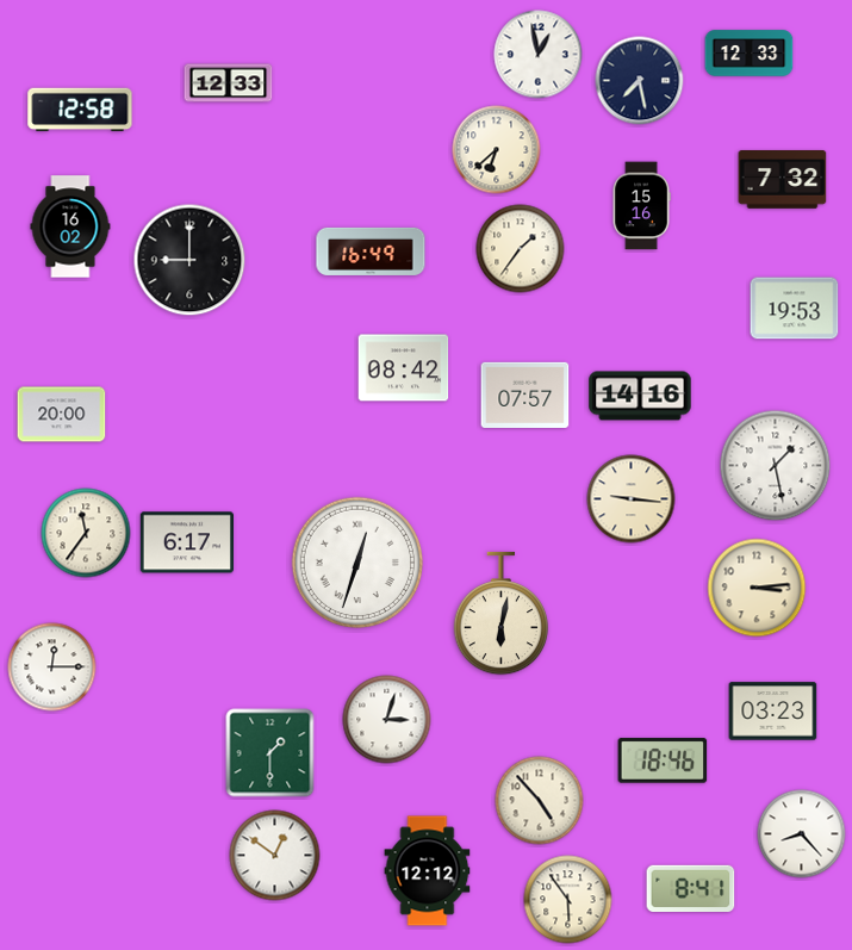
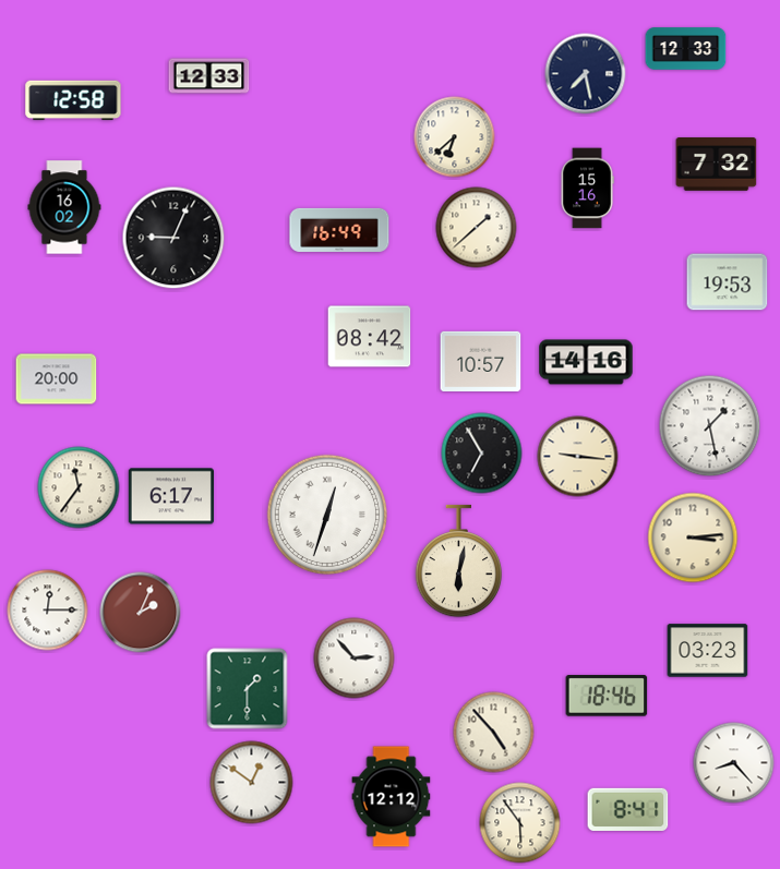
clock at (539, 55): 12:58 -> none
clock at (521, 249): 1:36 -> 1:38
clock at (189, 260): 9:00 -> 9:04
clock at (525, 395): 07:57 -> 10:57
clock at (482, 454): none -> 6:55
clock at (141, 613): none -> 2:04
clock at (387, 720): 3:03 -> 2:53
clock at (691, 888) position: (691, 888) -> (628, 809)
